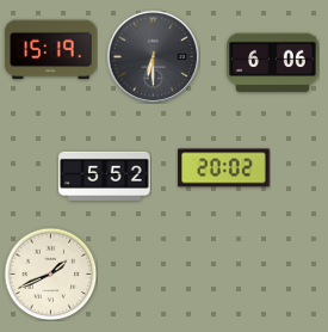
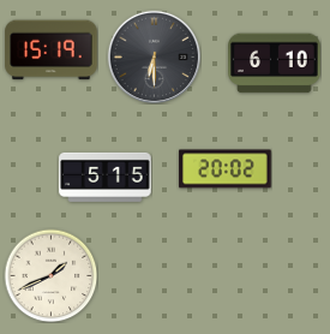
clock at (273, 63): 6:06 -> 6:10
clock at (105, 176): 5:52 -> 5:15
